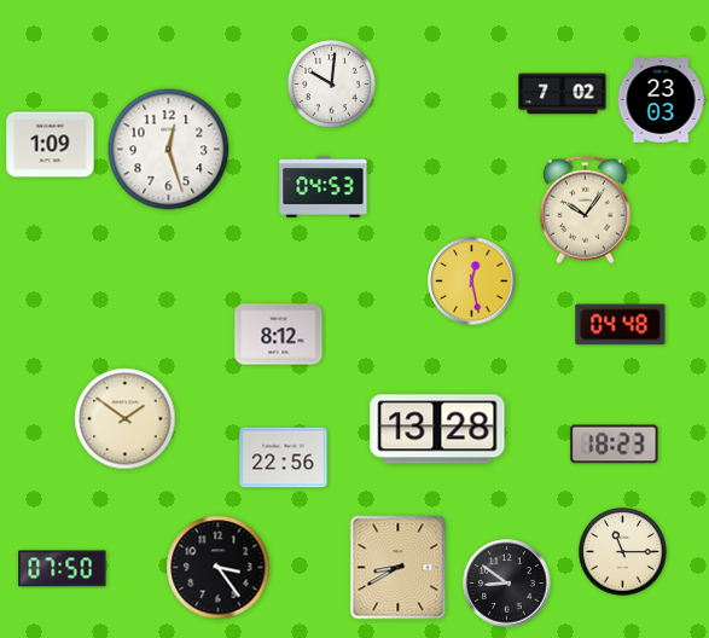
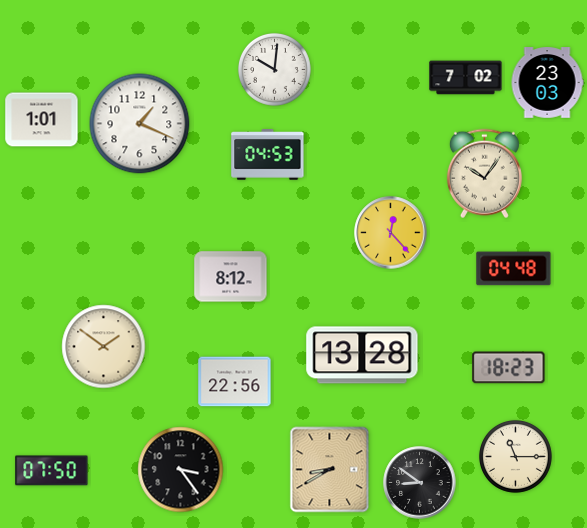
clock at (51, 145): 1:09 -> 1:01
clock at (169, 150): 12:27 -> 1:19
clock at (472, 282): 12:28 -> 12:23
clock at (284, 458) position: (284, 458) -> (235, 382)
